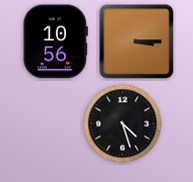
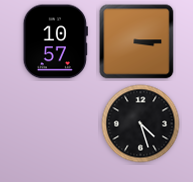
clock at (55, 42): 10:56 -> 10:57
clock at (123, 124) position: (123, 124) -> (141, 124)
